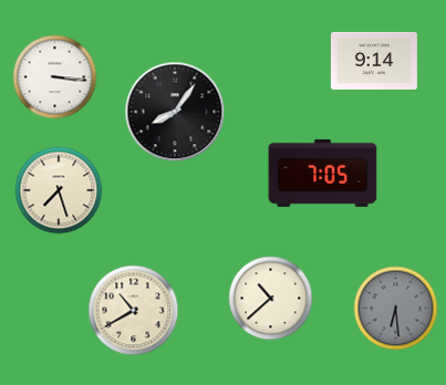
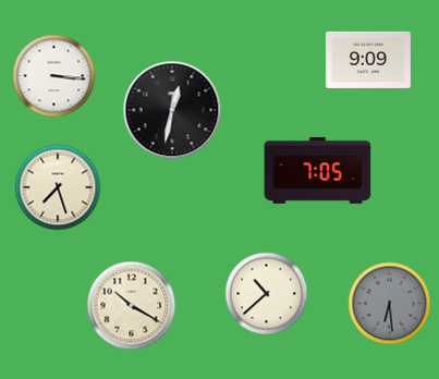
clock at (374, 61): 9:14 -> 9:09
clock at (175, 112): 8:06 -> 12:32
clock at (134, 311): 10:40 -> 10:20
